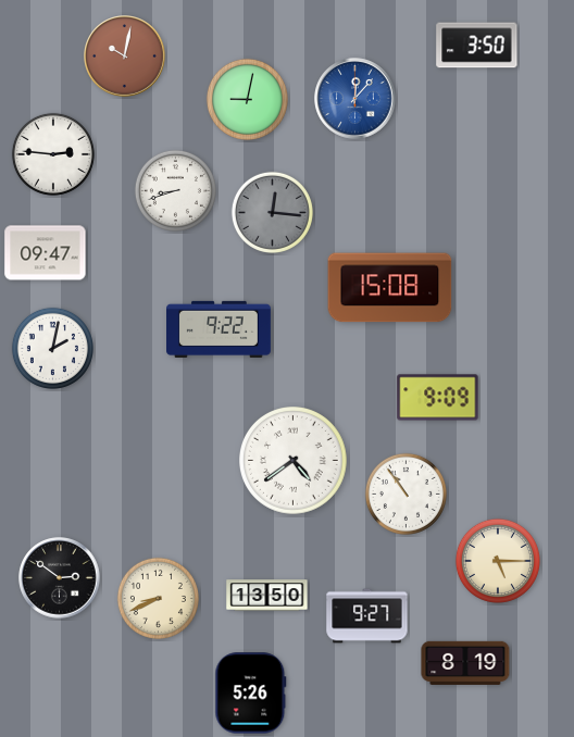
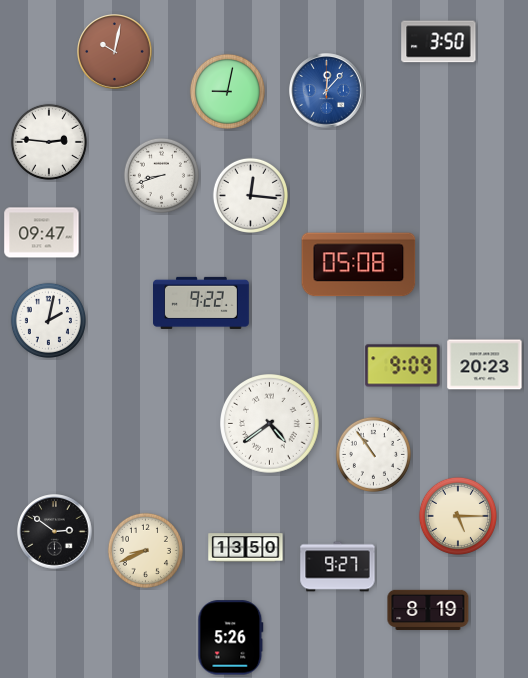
clock at (272, 212) dial: grey -> white
clock at (390, 288): 15:08 -> 05:08
clock at (485, 365): none -> 20:23
